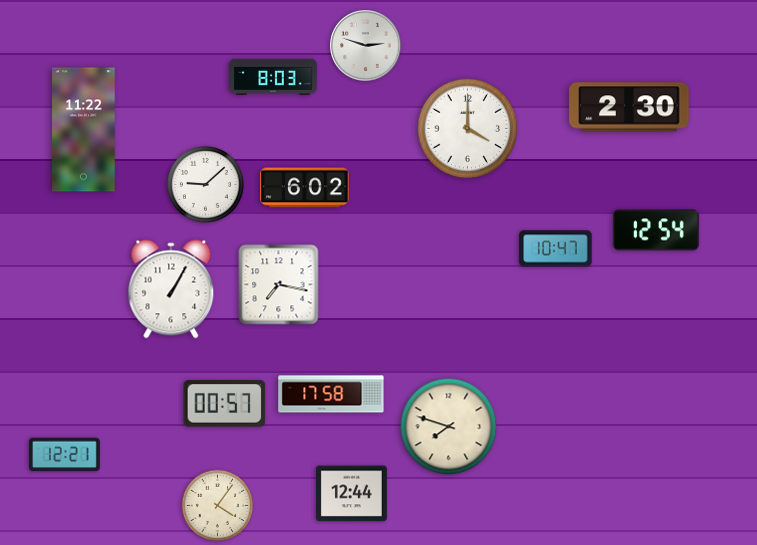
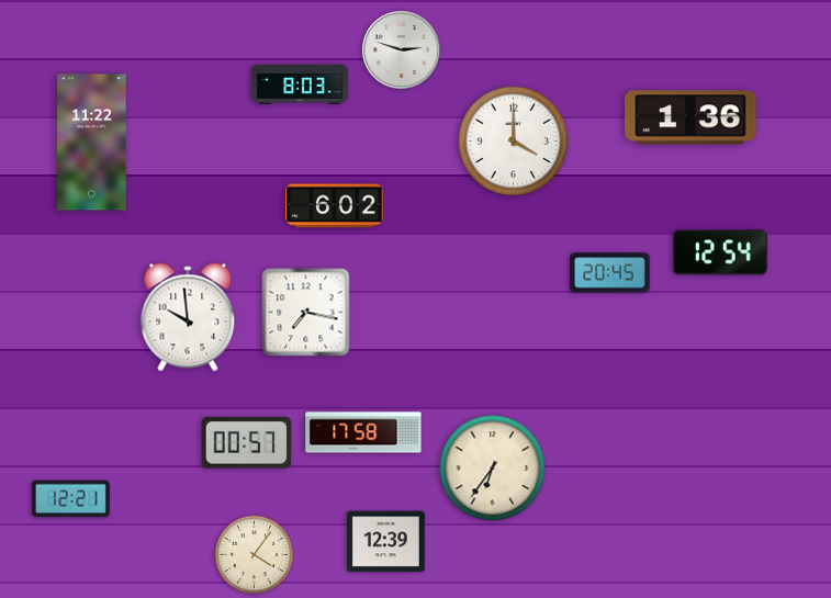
clock at (629, 107): 2:30 -> 1:36
clock at (205, 184): 9:08 -> none
clock at (556, 249): 10:47 -> 20:45
clock at (171, 289): 1:05 -> 9:59
clock at (449, 427): 7:48 -> 6:36
clock at (351, 494): 12:44 -> 12:39
clock at (218, 506) position: (218, 506) -> (255, 555)
